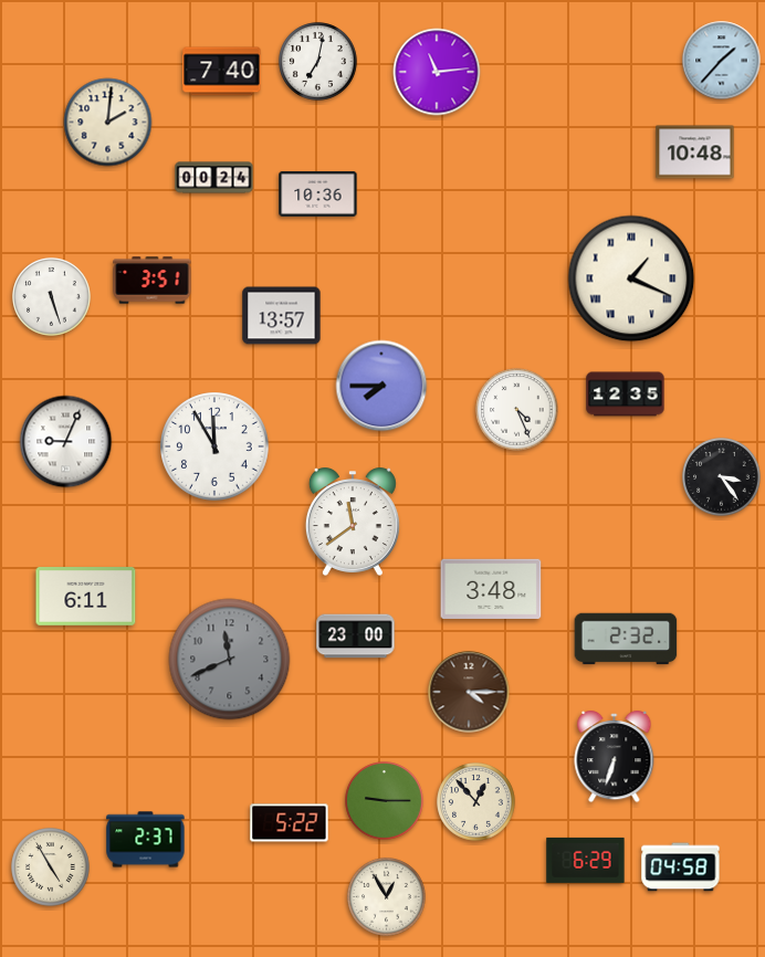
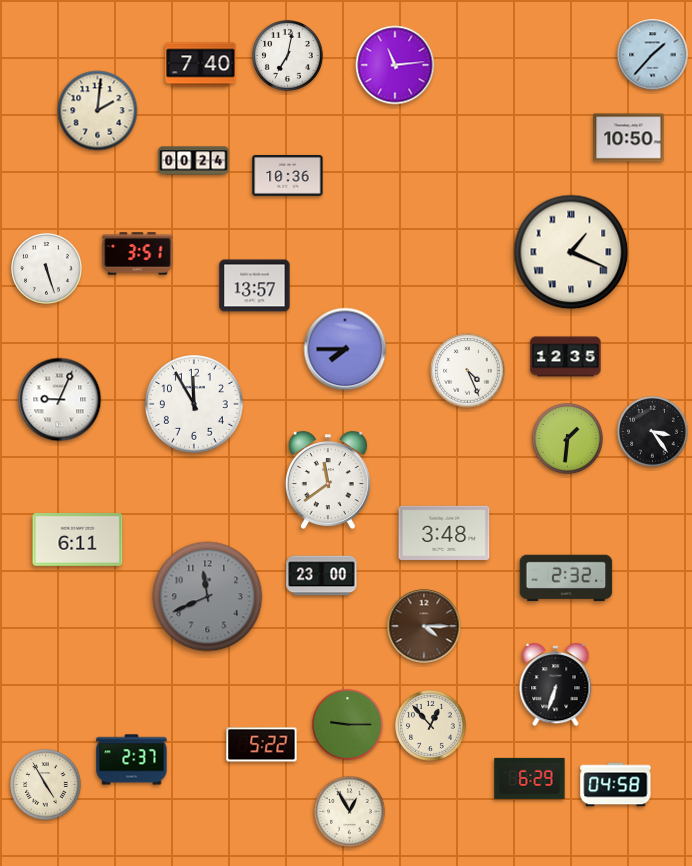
clock at (695, 153): 10:48 -> 10:50
clock at (568, 439): none -> 1:31
clock at (353, 522) position: (353, 522) -> (328, 480)
